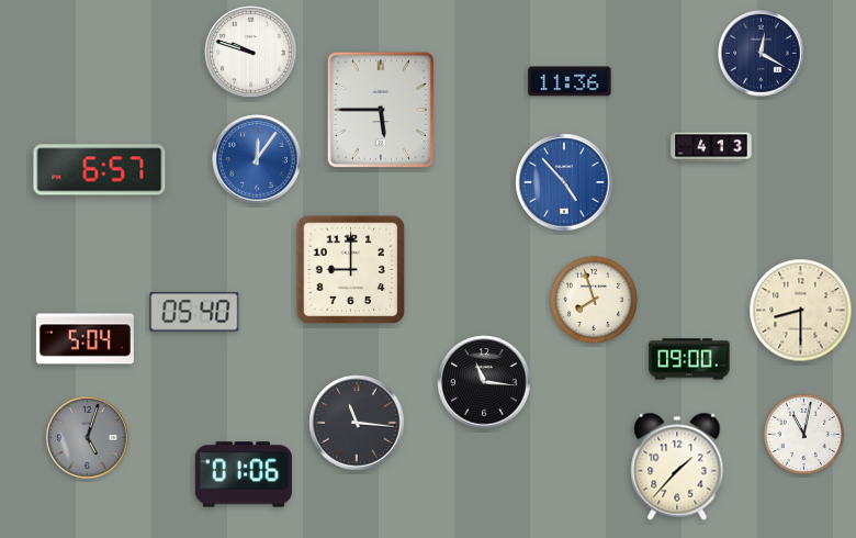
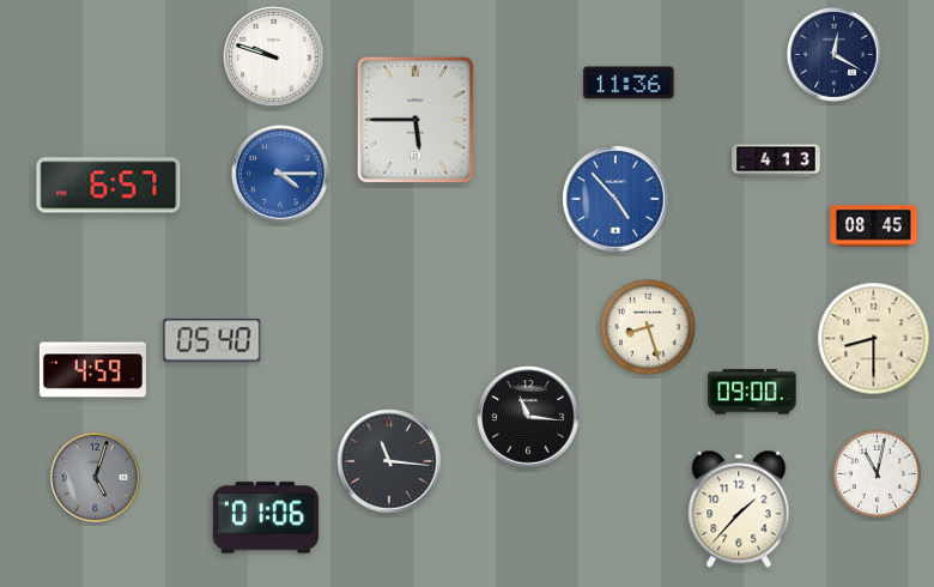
clock at (762, 54) position: (762, 54) -> (835, 55)
clock at (570, 81) position: (570, 81) -> (629, 83)
clock at (257, 159): 12:06 -> 4:15
clock at (874, 226): none -> 08:45
clock at (351, 270): 9:00 -> none
clock at (594, 300): 7:57 -> 8:27
clock at (85, 339): 5:04 -> 4:59
